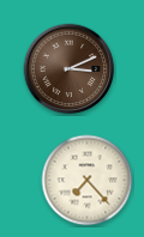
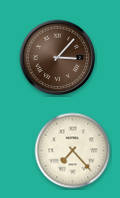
clock at (70, 69): 3:11 -> 3:07
